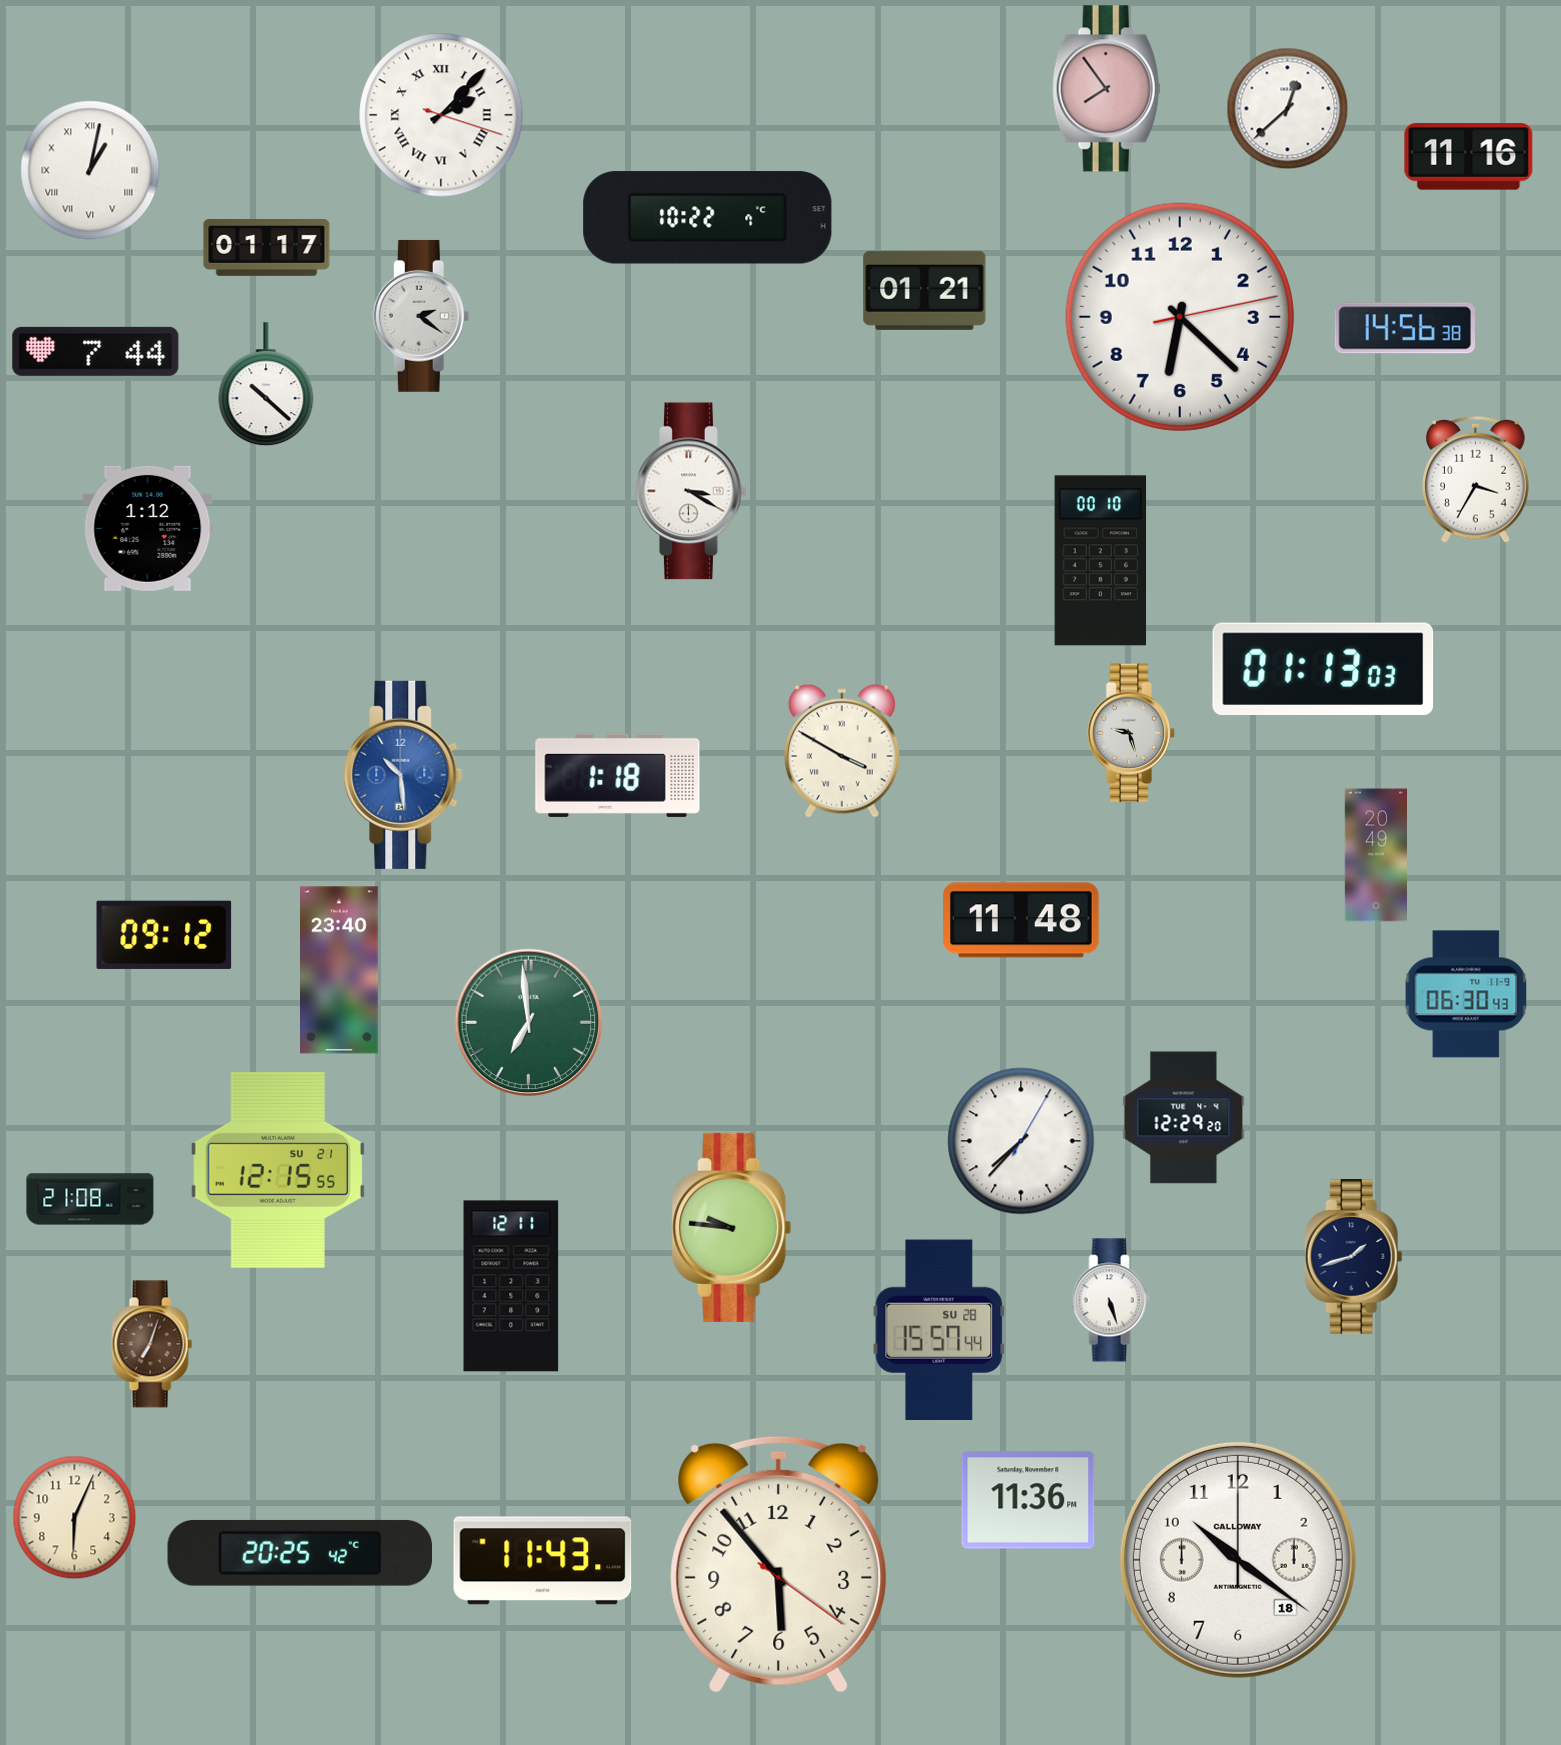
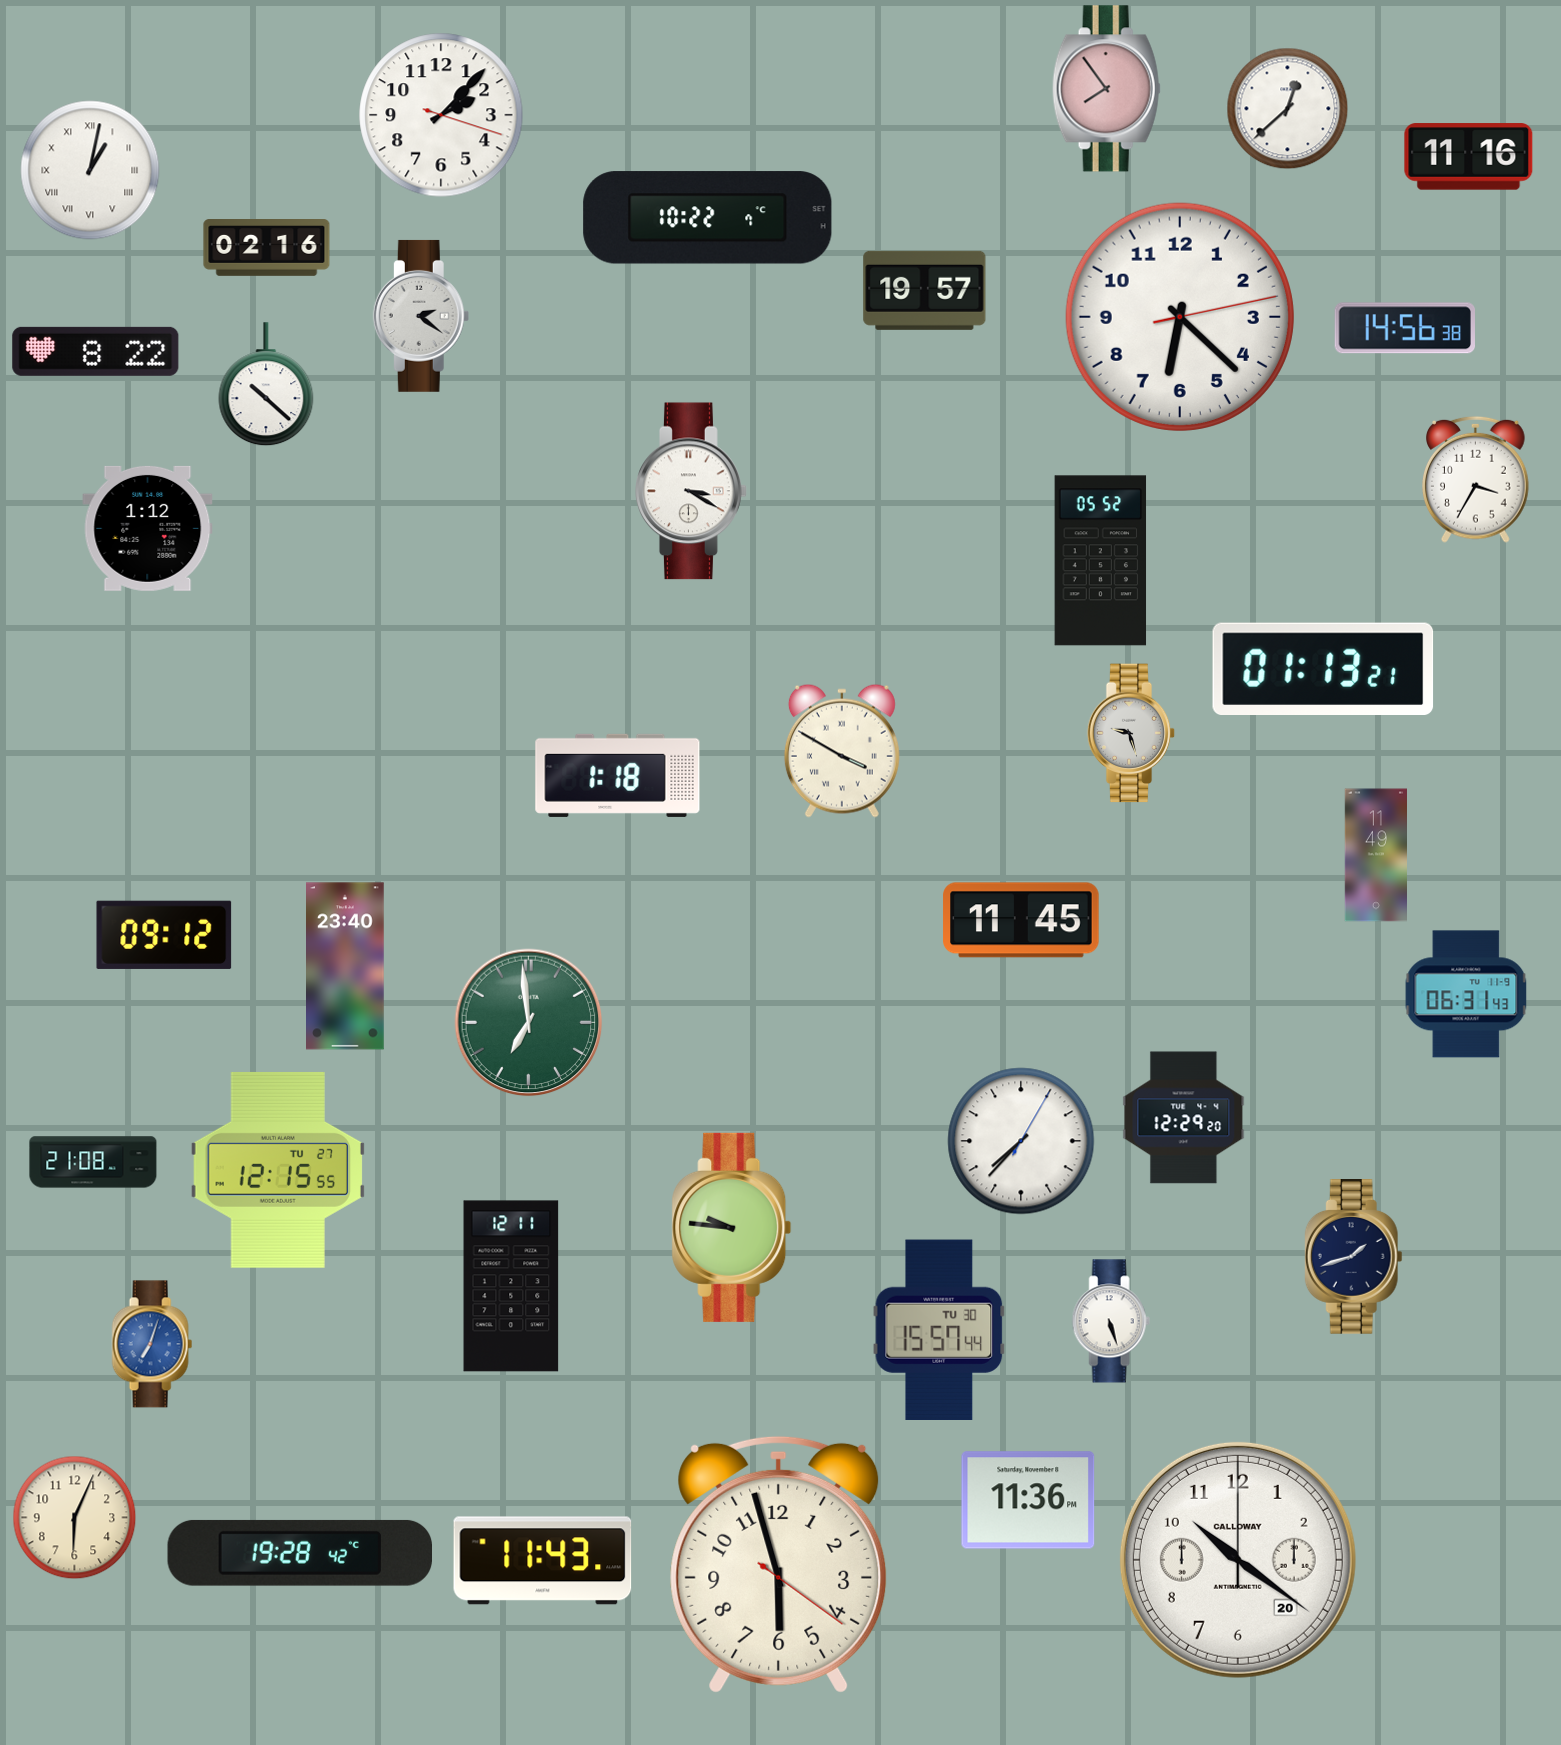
clock at (441, 115) numerals: Roman -> Arabic
clock at (267, 248): 01:17 -> 02:16
clock at (925, 290): 01:21 -> 19:57
clock at (96, 351): 7:44 -> 8:22
clock at (1101, 561): 00:10 -> 05:52
clock at (1323, 668): 01:13:03 -> 01:13:21
clock at (403, 775): 10:29 -> none
clock at (1375, 855): 20:49 -> 11:49
clock at (1021, 920): 11:48 -> 11:45
clock at (340, 970) position: (340, 970) -> (346, 966)
clock at (1466, 994): 06:30 -> 06:31
clock at (277, 1170) date: SU 21 -> TU 27
clock at (90, 1199) position: (90, 1199) -> (93, 1162)
clock at (1111, 1300) position: (1111, 1300) -> (1111, 1321)
clock at (939, 1329) date: SU 28 -> TU 30
clock at (152, 1344) dial: brown -> blue
clock at (299, 1553): 20:25 -> 19:28
clock at (1238, 1560) date: 18 -> 20
clock at (779, 1564): 5:53 -> 5:57
